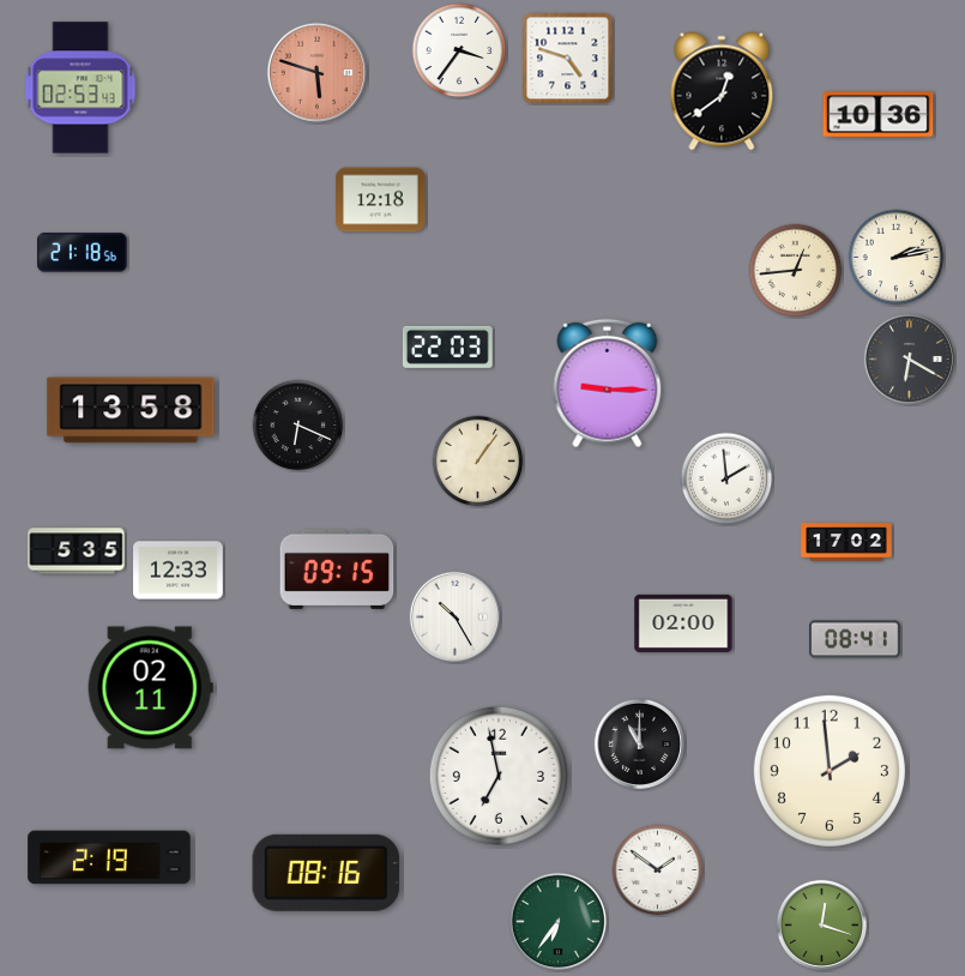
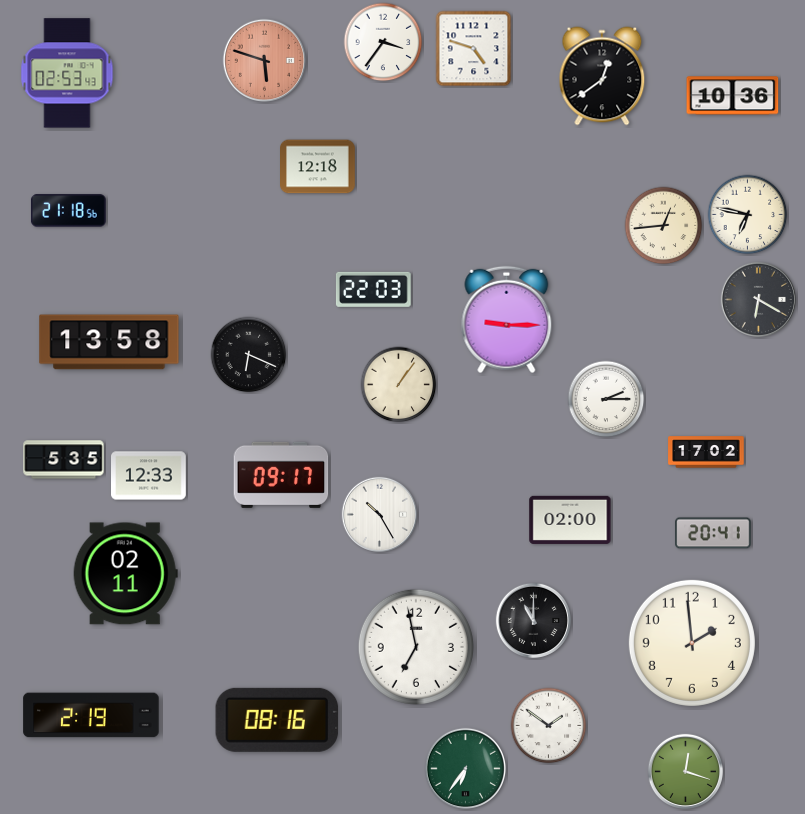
clock at (897, 258): 2:13 -> 6:47
clock at (726, 478): 1:59 -> 2:15
clock at (337, 570): 09:15 -> 09:17
clock at (855, 639): 08:41 -> 20:41
clock at (326, 873) position: (326, 873) -> (277, 720)
